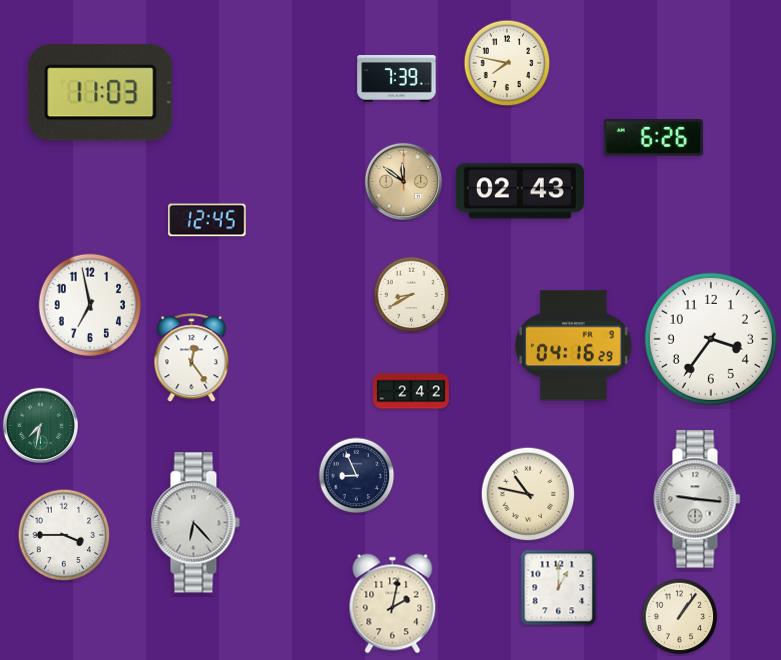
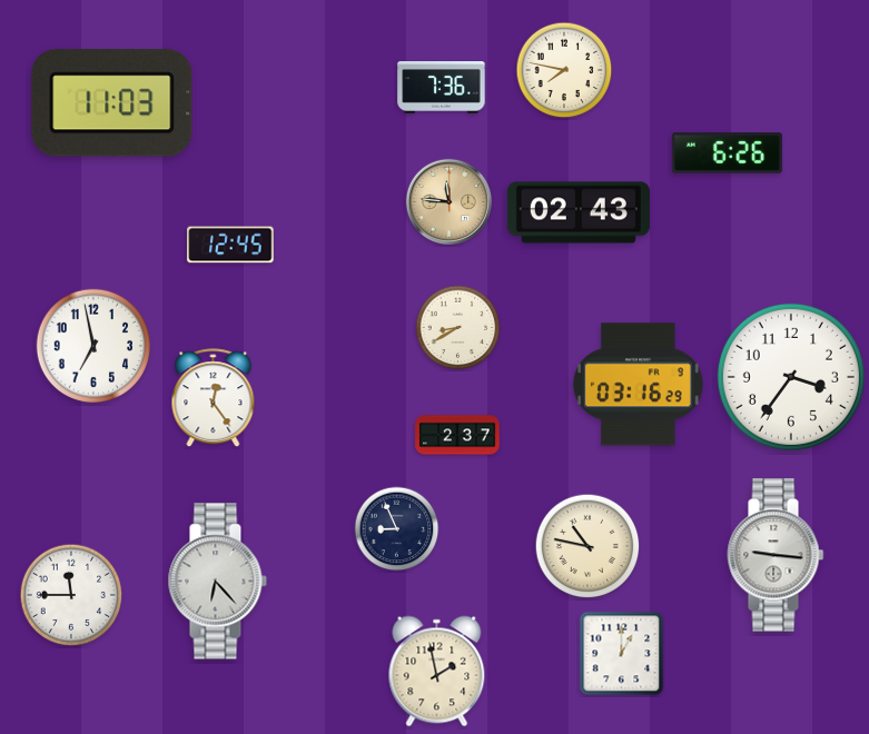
clock at (397, 79): 7:39 -> 7:36
clock at (403, 181): 11:51 -> 11:46
clock at (90, 305) position: (90, 305) -> (93, 346)
clock at (573, 346): 04:16 -> 03:16
clock at (411, 391): 2:42 -> 2:37
clock at (40, 425): 7:32 -> none
clock at (528, 494) position: (528, 494) -> (587, 546)
clock at (64, 535): 3:45 -> 11:45
clock at (393, 604): 2:02 -> 1:58
clock at (680, 617): 1:06 -> none
